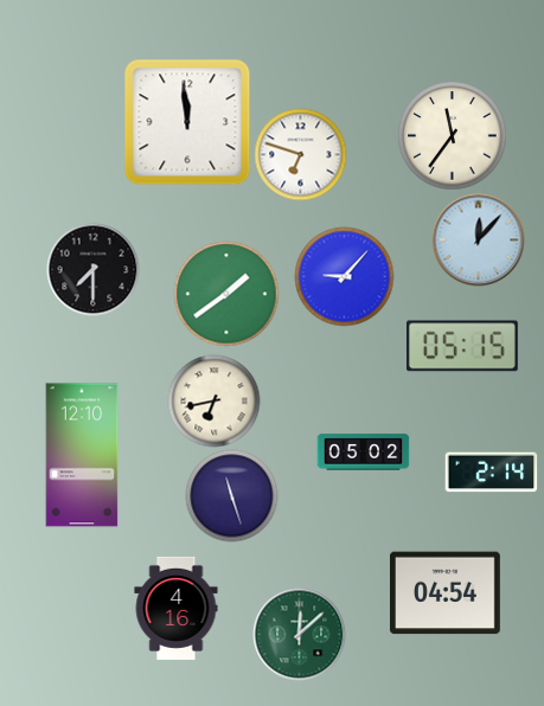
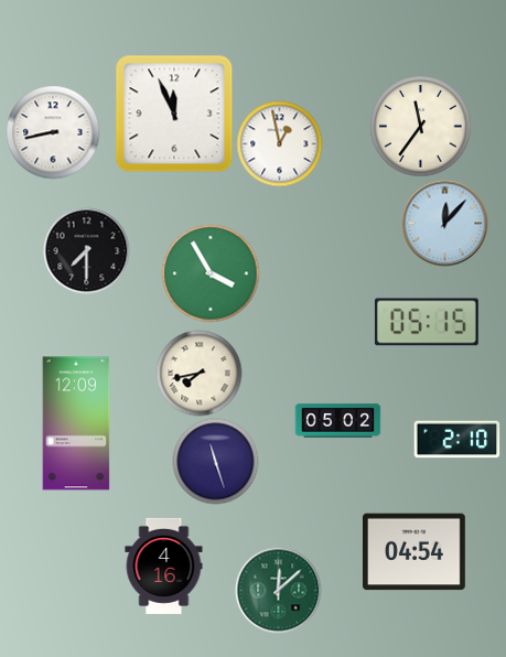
clock at (187, 122): 11:59 -> 11:56
clock at (53, 132): none -> 8:43
clock at (300, 154): 6:48 -> 12:58
clock at (344, 276): 9:07 -> none
clock at (226, 294): 1:39 -> 3:55
clock at (462, 346) position: (462, 346) -> (427, 322)
clock at (213, 400): 6:43 -> 7:43
clock at (82, 455): 12:10 -> 12:09
clock at (491, 473): 2:14 -> 2:10
